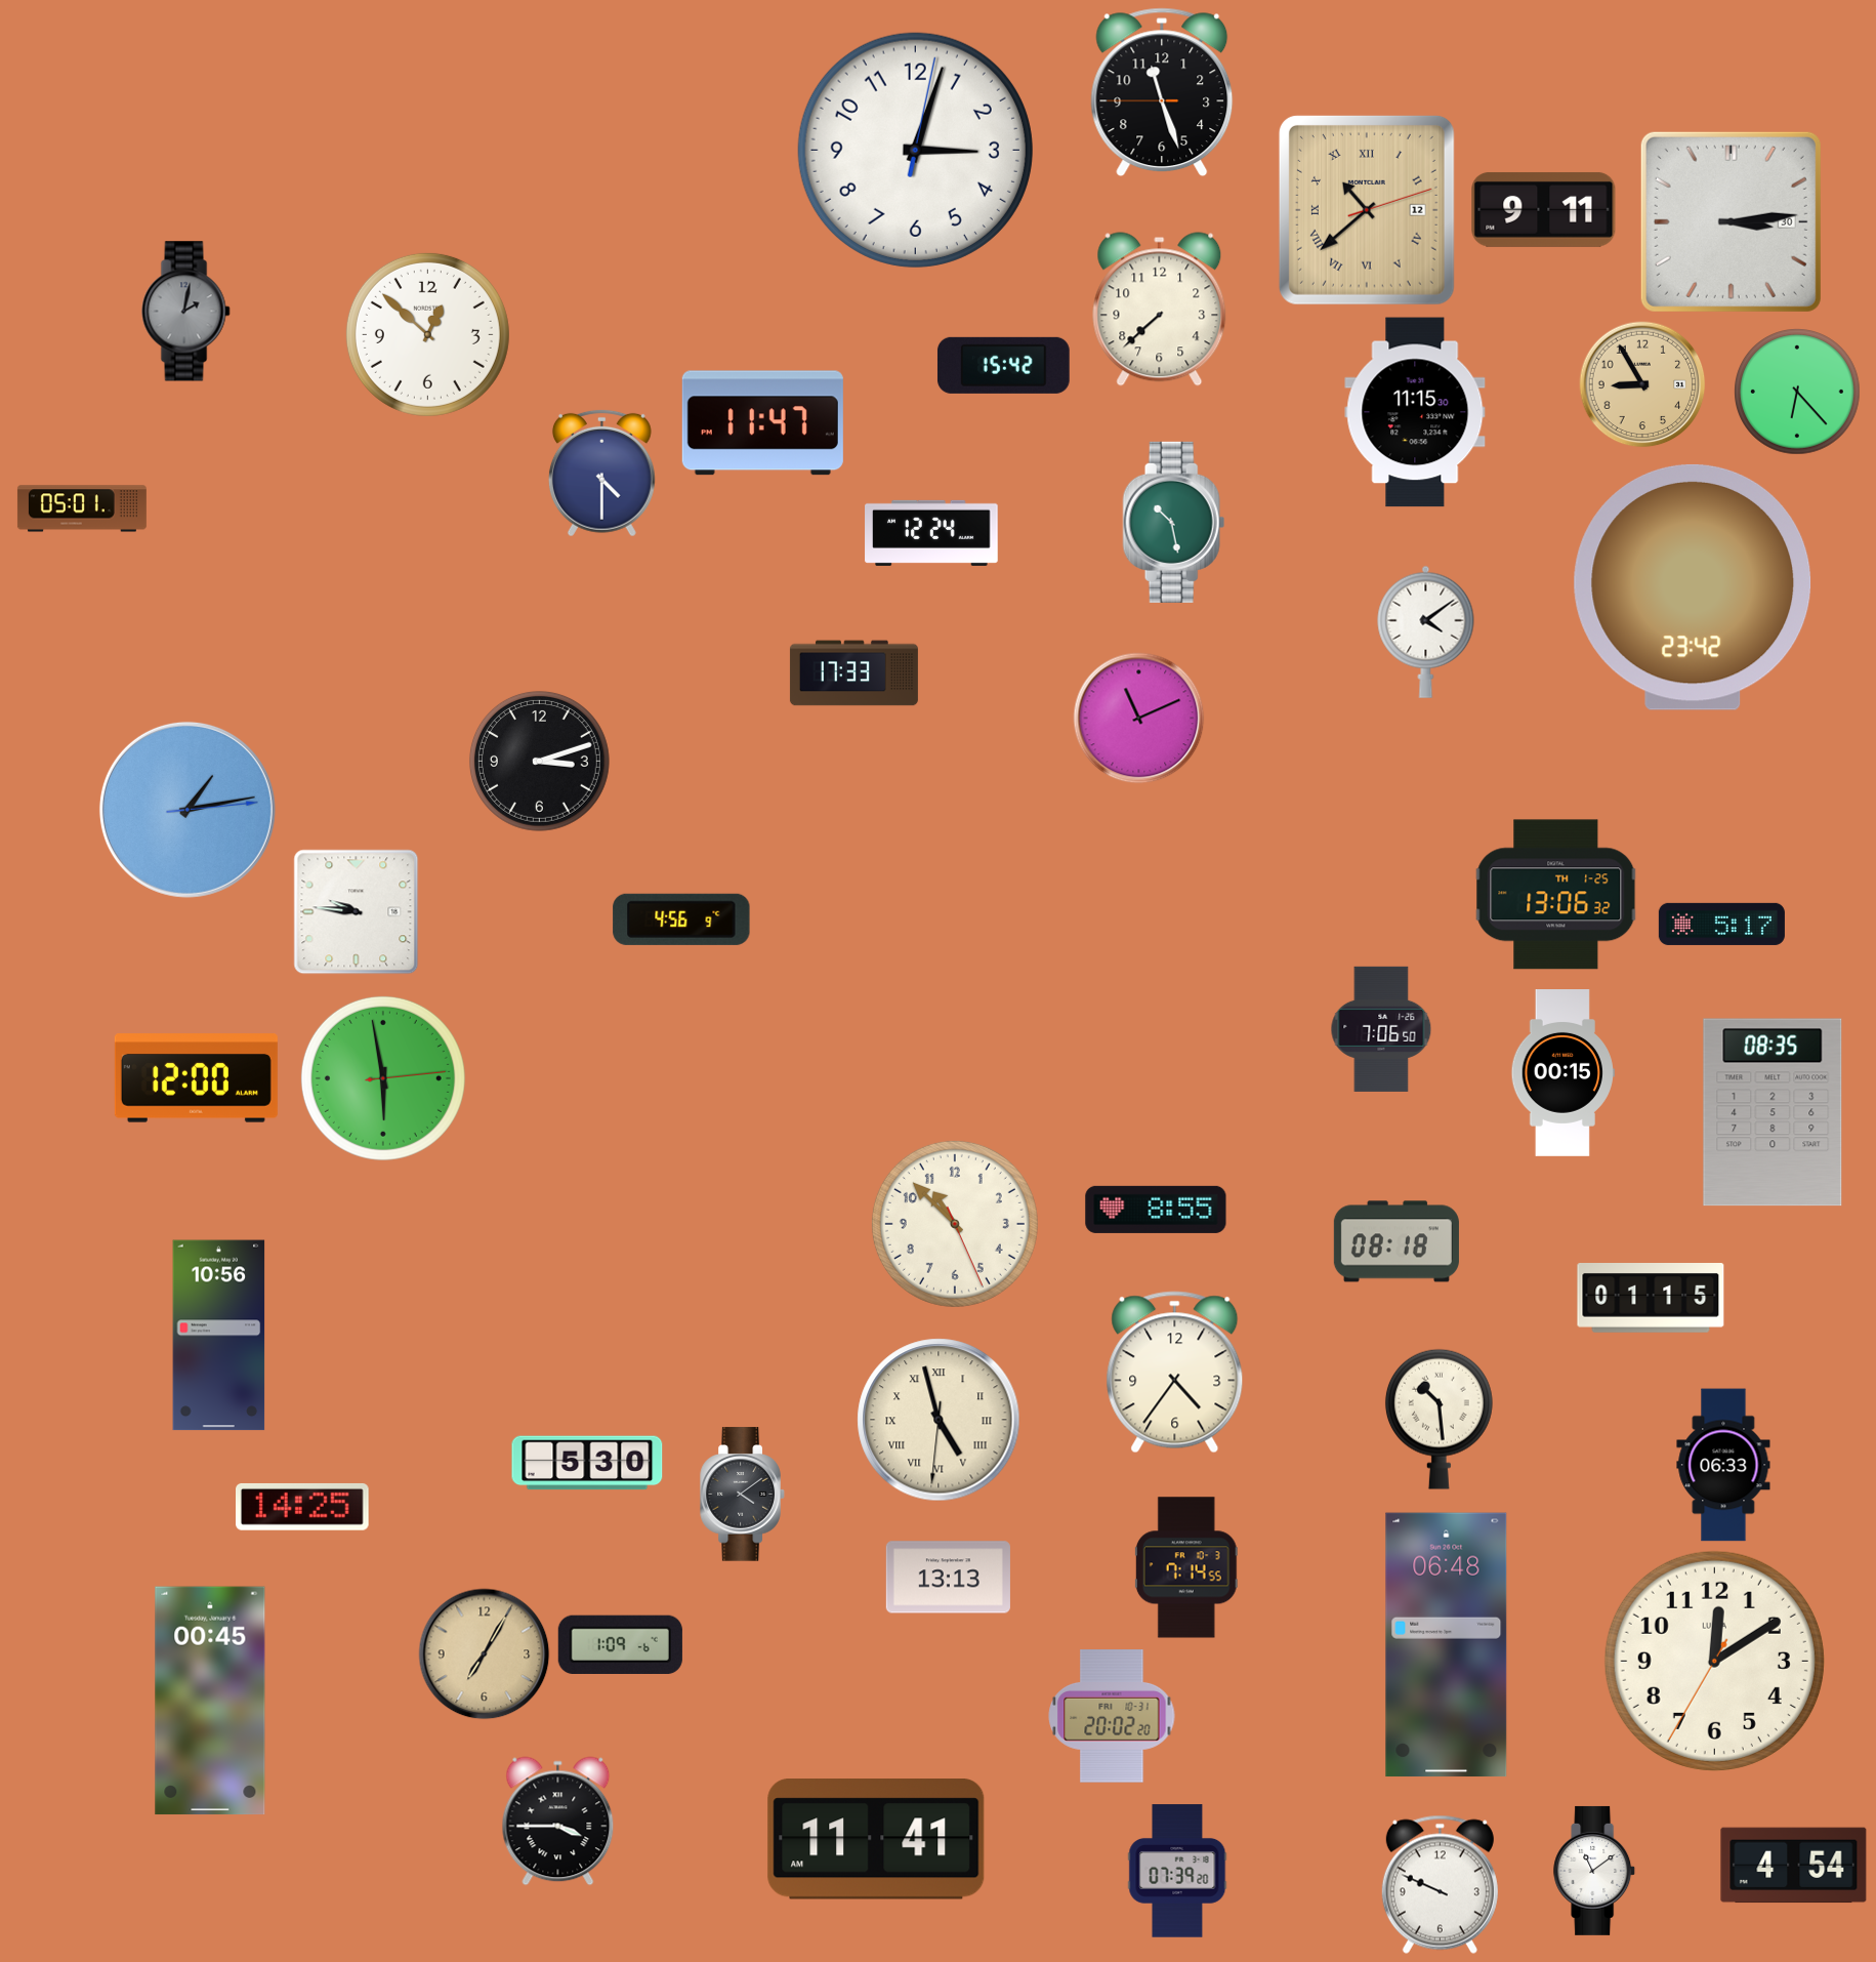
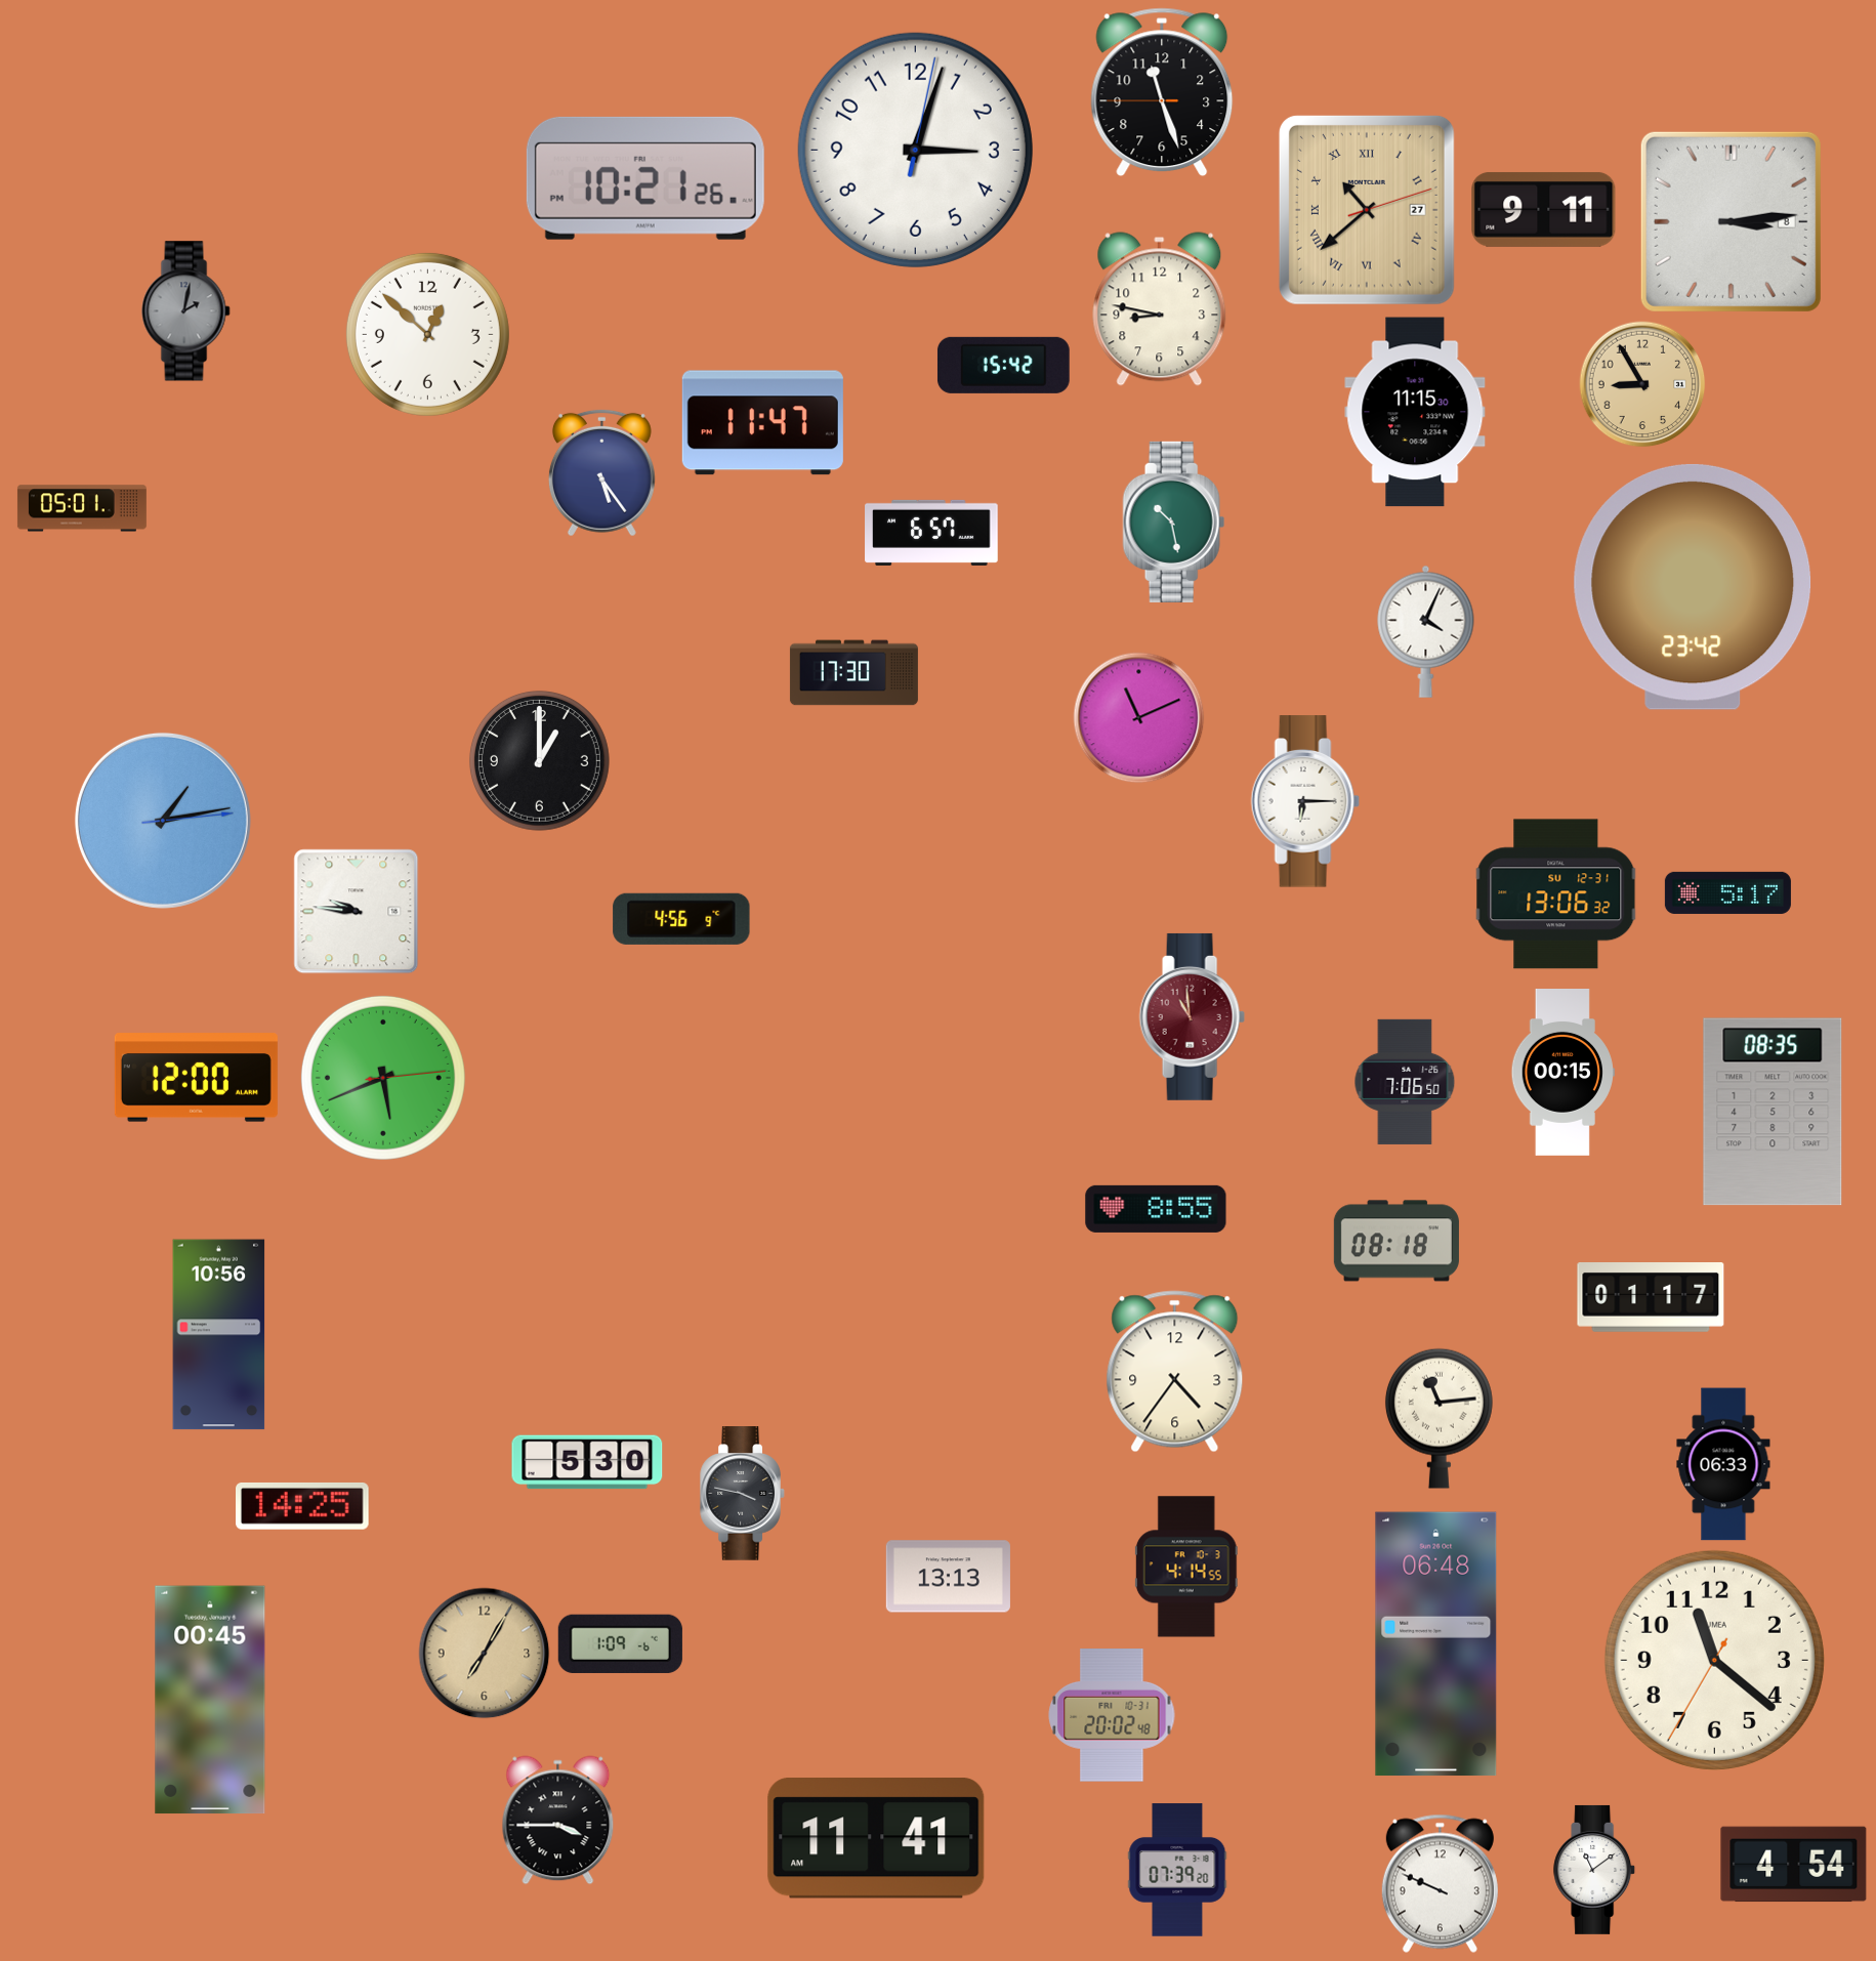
clock at (645, 178): none -> 10:21
clock at (1367, 210) date: 12 -> 27
clock at (1731, 221) date: 30 -> 8
clock at (1160, 310): 7:38 -> 8:47
clock at (1797, 392): 6:23 -> none
clock at (601, 473): 4:30 -> 5:24
clock at (931, 533): 12:24 -> 6:57
clock at (1426, 631): 4:09 -> 4:04
clock at (853, 673): 17:33 -> 17:30
clock at (539, 761): 3:12 -> 1:00
clock at (1305, 801): none -> 6:15
clock at (187, 810) position: (187, 810) -> (163, 821)
clock at (1556, 895) date: TH 1-25 -> SU 12-31
clock at (1721, 924) position: (1721, 924) -> (1727, 892)
clock at (1192, 1016): none -> 10:59
clock at (1381, 1029) position: (1381, 1029) -> (1405, 1082)
clock at (383, 1078): 5:58 -> 5:41
clock at (955, 1224): 10:52 -> none
clock at (1651, 1299): 01:15 -> 01:17
clock at (1439, 1419): 10:29 -> 11:14
clock at (939, 1420): 4:57 -> none
clock at (743, 1495): 4:09 -> 3:47
clock at (1186, 1567): 7:14 -> 4:14
clock at (1447, 1645) position: (1447, 1645) -> (1436, 1644)
clock at (1714, 1661): 12:09 -> 11:21
clock at (1112, 1717): 20:02:20 -> 20:02:48
